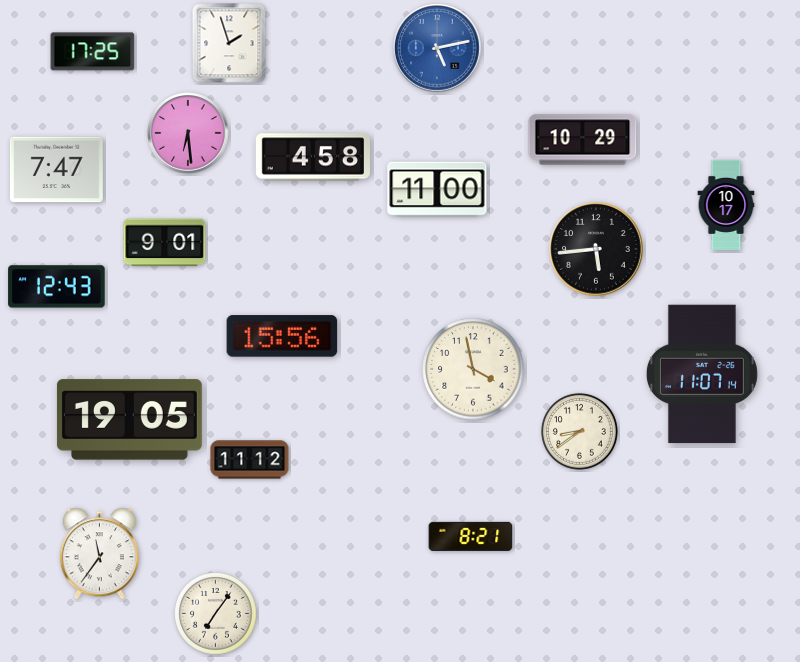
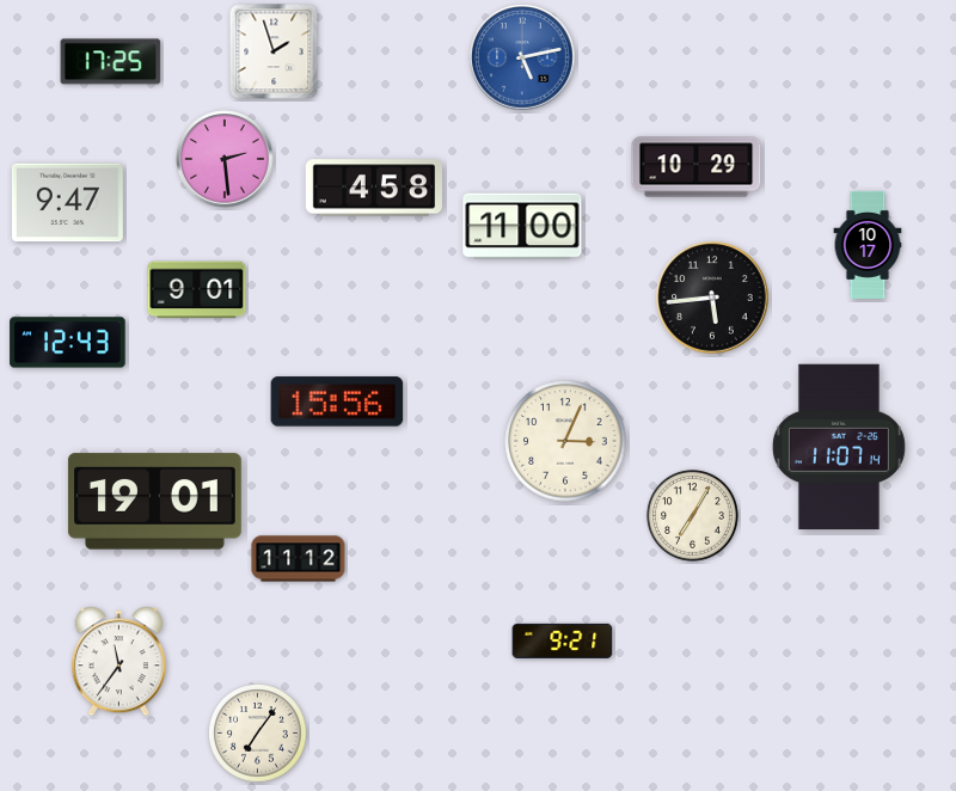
clock at (188, 133): 6:29 -> 2:29
clock at (56, 170): 7:47 -> 9:47
clock at (473, 369): 3:58 -> 3:04
clock at (129, 420): 19:05 -> 19:01
clock at (579, 431): 8:39 -> 7:05
clock at (250, 460) position: (250, 460) -> (299, 559)
clock at (471, 536): 8:21 -> 9:21
